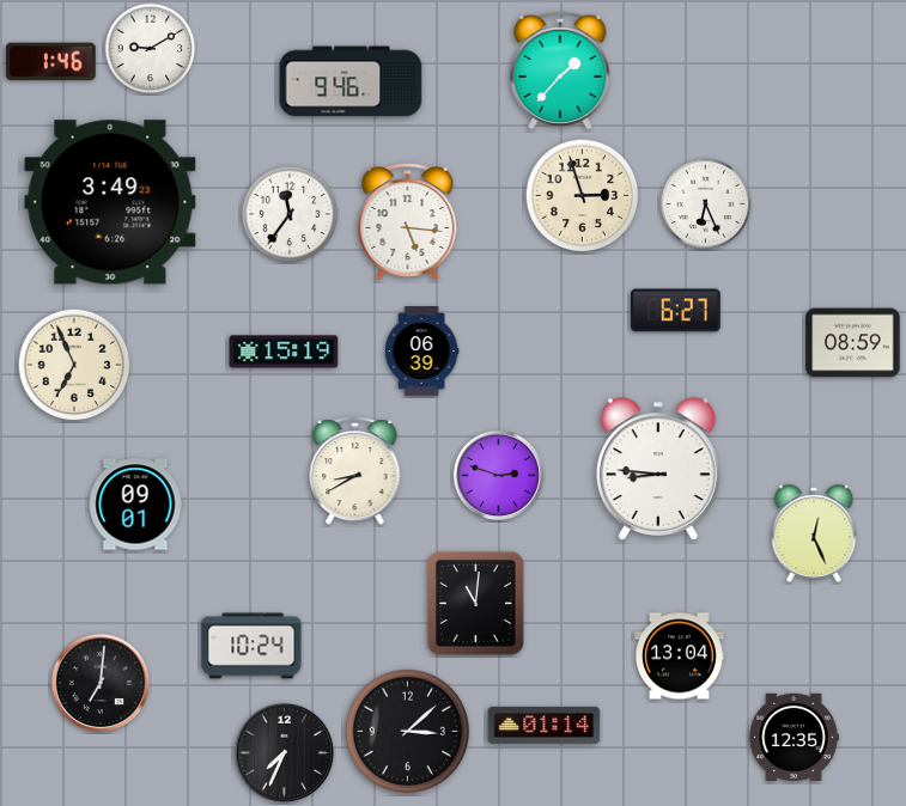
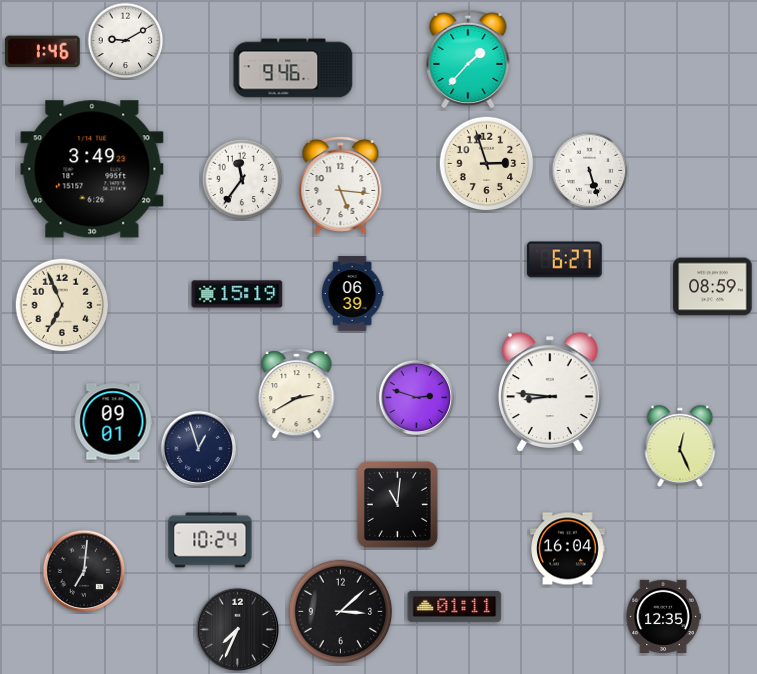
clock at (706, 204): 6:26 -> 5:27
clock at (355, 471): 8:40 -> 2:40
clock at (198, 448): none -> 12:57
clock at (680, 657): 13:04 -> 16:04
clock at (545, 725): 01:14 -> 01:11
